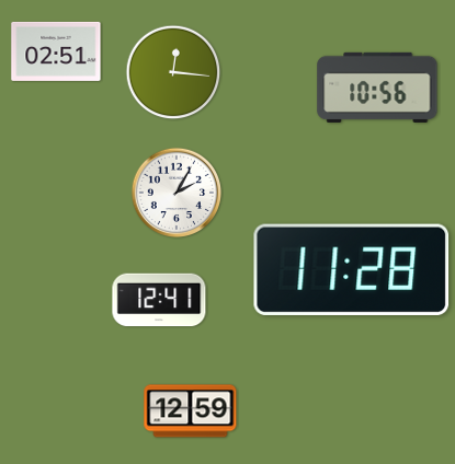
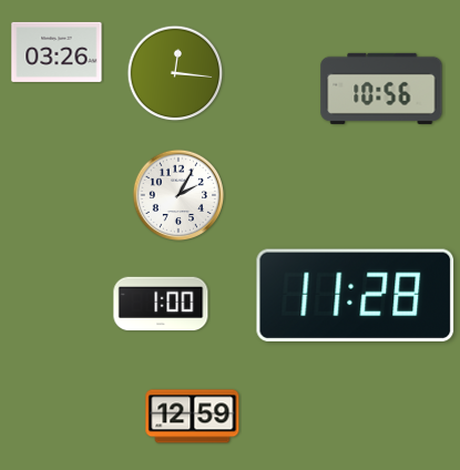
clock at (56, 51): 02:51 -> 03:26
clock at (352, 269) position: (352, 269) -> (356, 295)
clock at (159, 300): 12:41 -> 1:00
